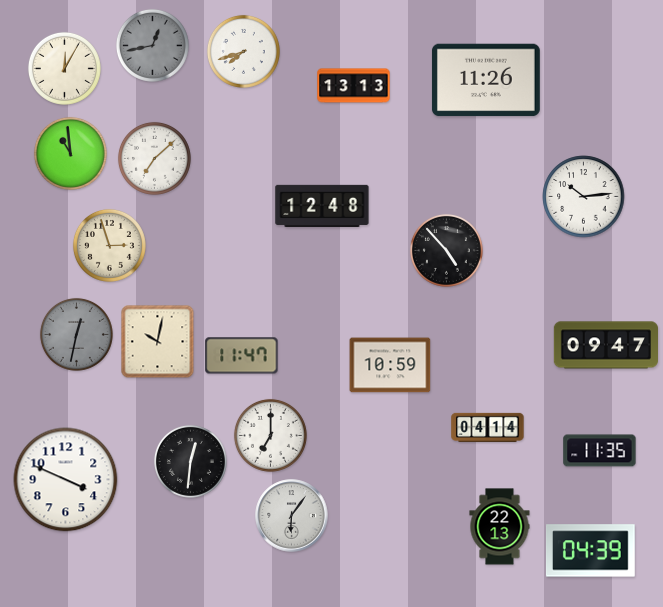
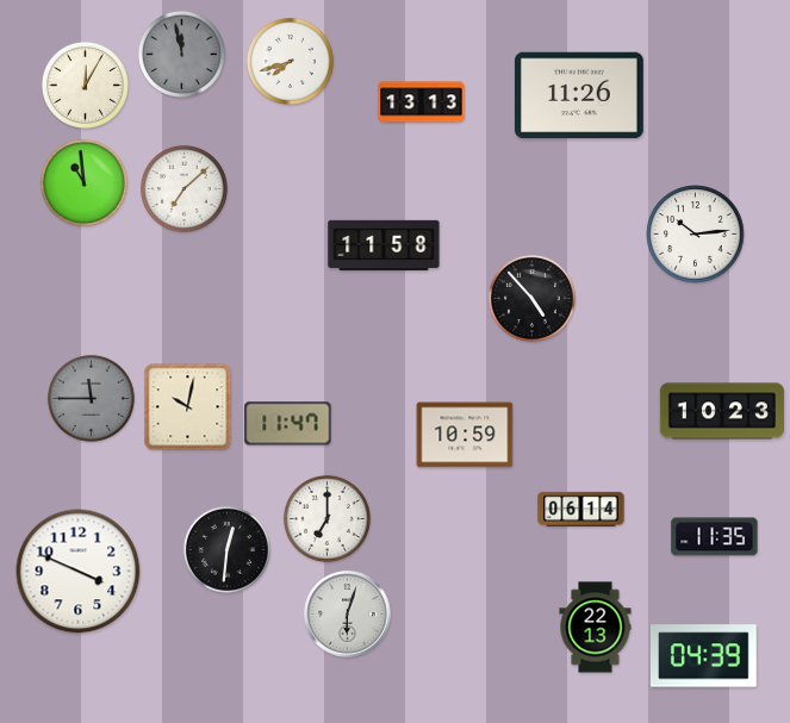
clock at (152, 45): 12:43 -> 11:58
clock at (64, 68) position: (64, 68) -> (85, 85)
clock at (322, 205): 12:48 -> 11:58
clock at (109, 245): 2:57 -> none
clock at (76, 334): 12:32 -> 11:45
clock at (605, 345): 09:47 -> 10:23
clock at (488, 427): 04:14 -> 06:14
clock at (270, 435) position: (270, 435) -> (326, 518)
clock at (292, 516): 6:06 -> 6:03
